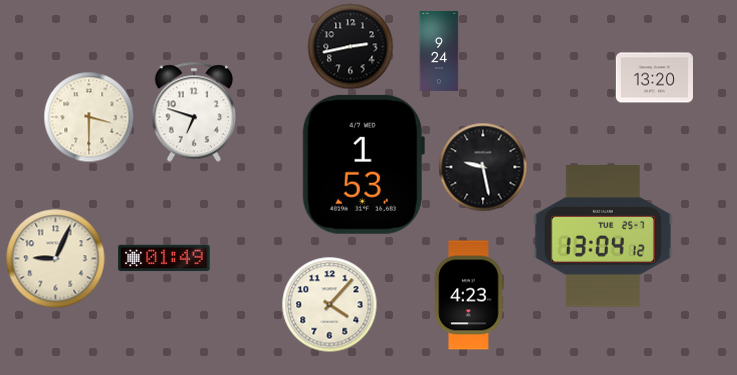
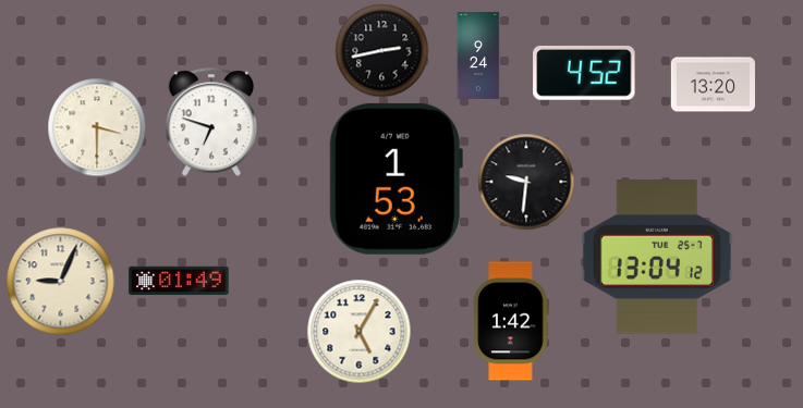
clock at (584, 74): none -> 4:52
clock at (483, 167): 9:28 -> 9:31
clock at (469, 295): 4:23 -> 1:42
clock at (329, 304): 4:07 -> 5:05
